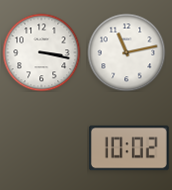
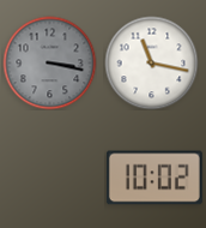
clock at (41, 52) dial: white -> grey
clock at (126, 52): 11:13 -> 11:17
